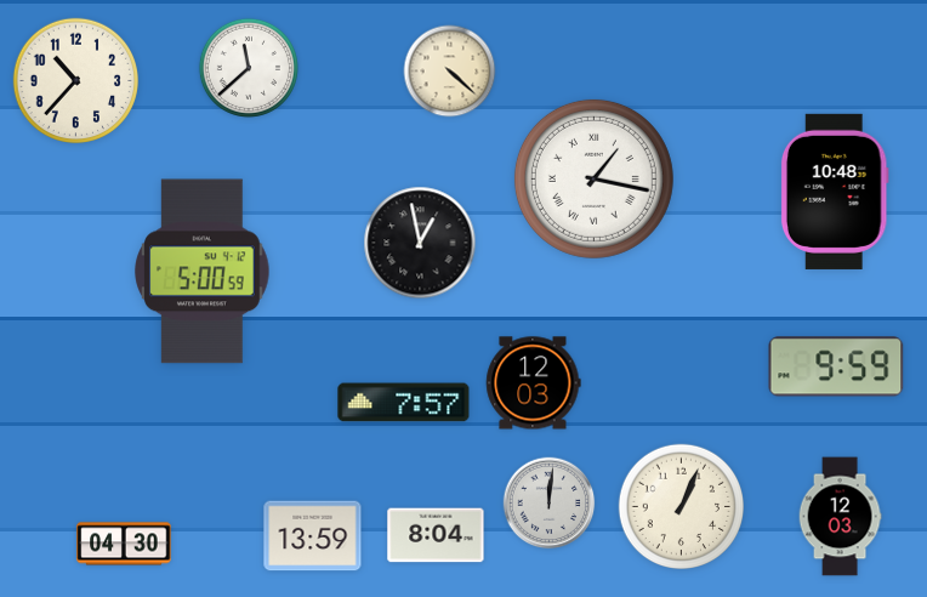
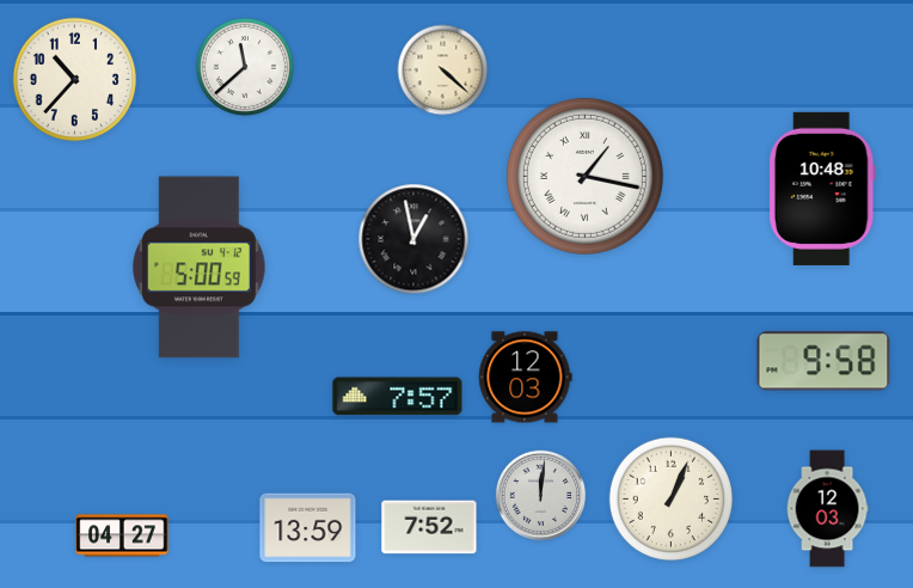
clock at (836, 366): 9:59 -> 9:58
clock at (436, 535): 8:04 -> 7:52
clock at (124, 544): 04:30 -> 04:27
